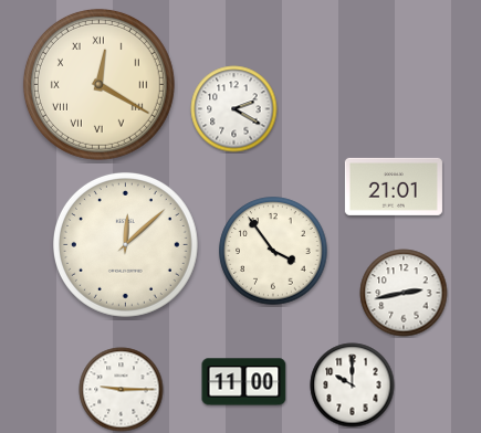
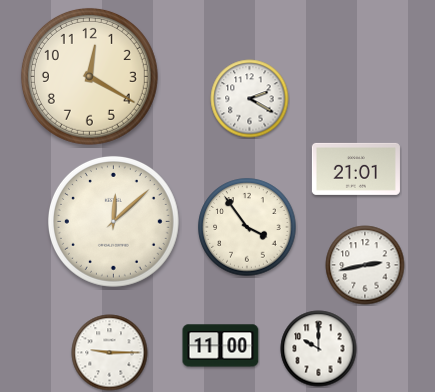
clock at (98, 84) numerals: Roman -> Arabic
clock at (234, 109) position: (234, 109) -> (250, 99)
